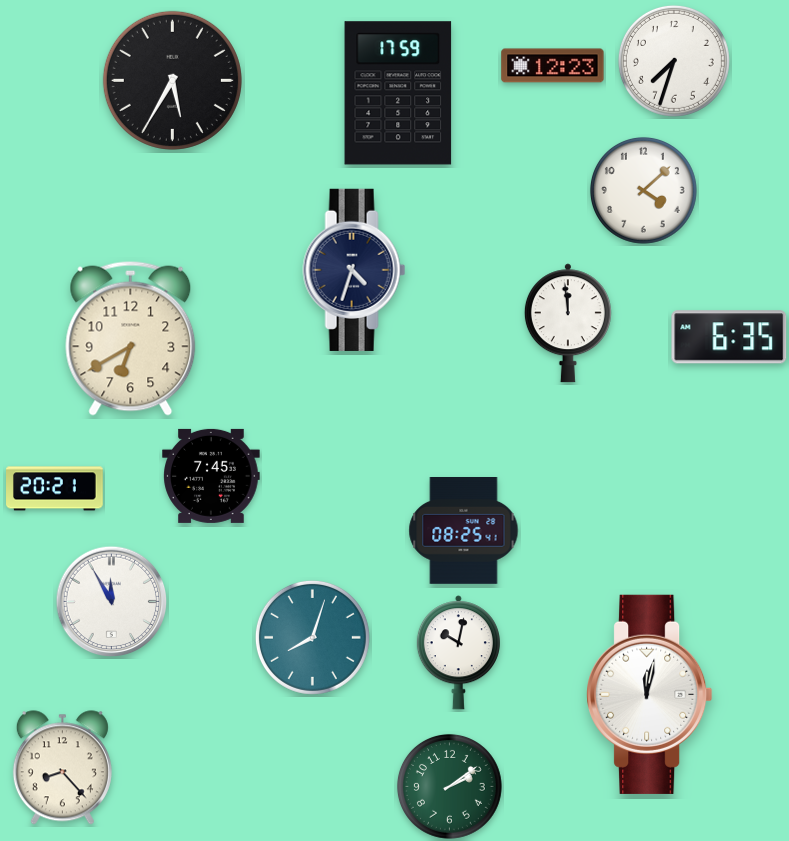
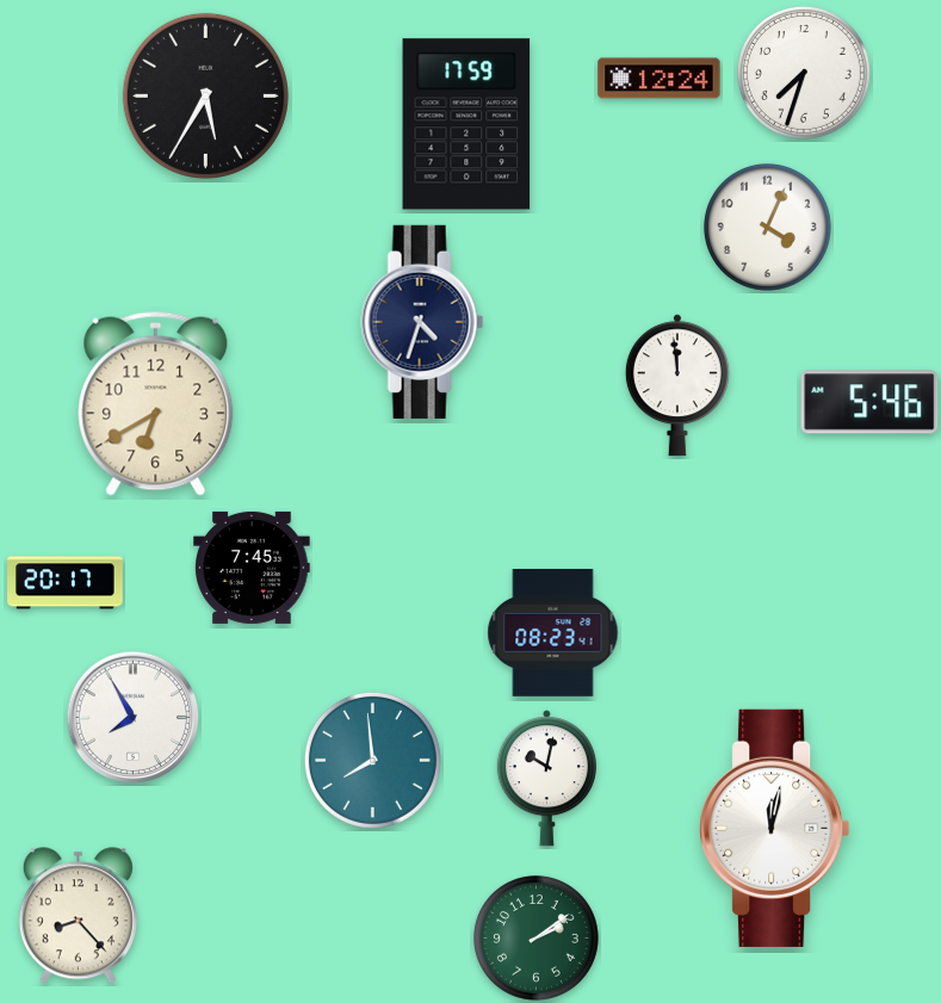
clock at (553, 66): 12:23 -> 12:24
clock at (398, 93) position: (398, 93) -> (466, 124)
clock at (643, 190): 4:08 -> 4:04
clock at (729, 337): 6:35 -> 5:46
clock at (55, 489): 20:21 -> 20:17
clock at (464, 531): 08:25 -> 08:23
clock at (112, 602): 11:55 -> 7:55
clock at (312, 637): 8:03 -> 7:59
clock at (62, 768) position: (62, 768) -> (78, 916)
